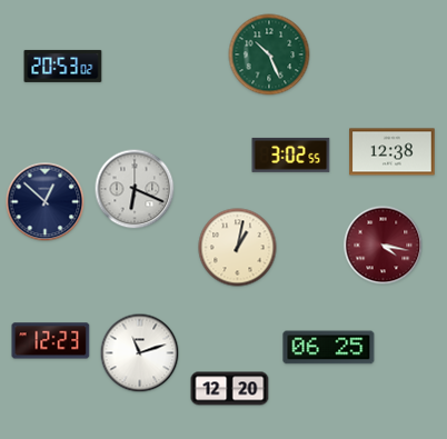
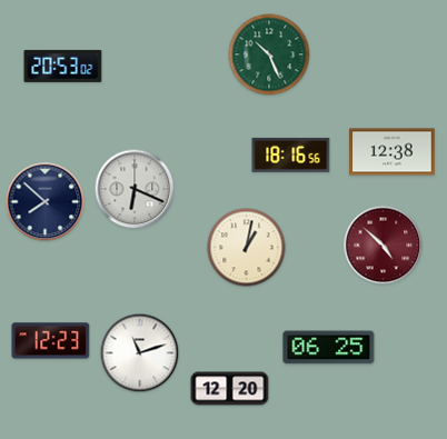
clock at (291, 154): 3:02 -> 18:16
clock at (46, 202): 12:52 -> 7:52
clock at (384, 246): 4:17 -> 4:52
clock at (238, 248) position: (238, 248) -> (247, 248)
